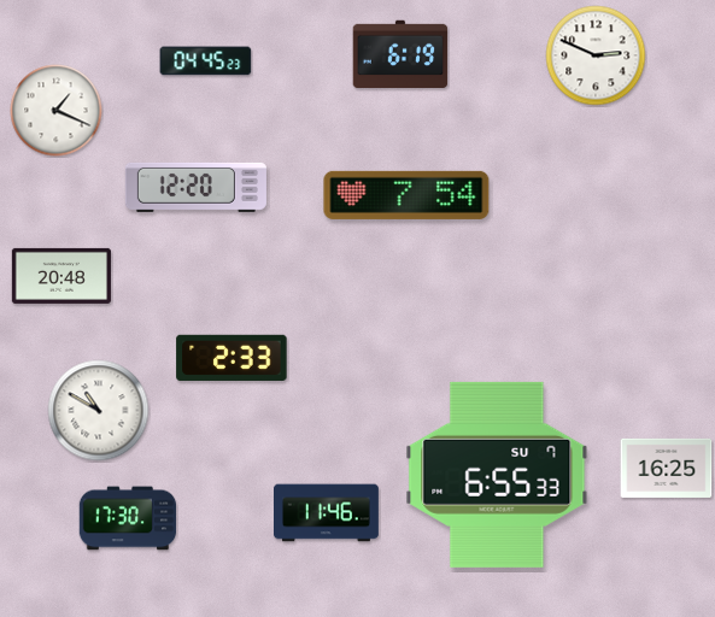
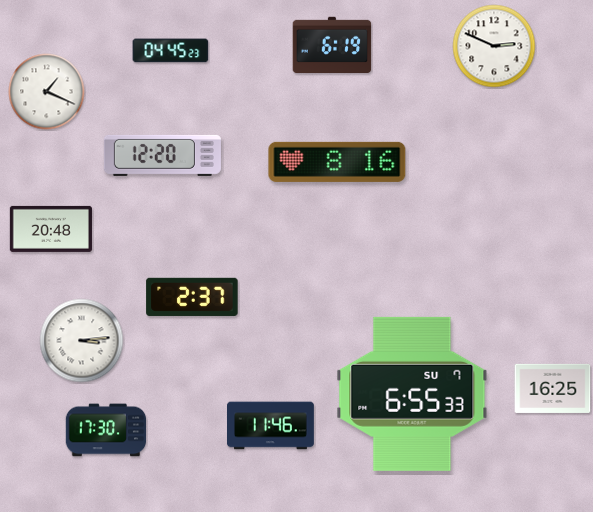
clock at (406, 195): 7:54 -> 8:16
clock at (232, 358): 2:33 -> 2:37
clock at (99, 411): 10:50 -> 3:14
